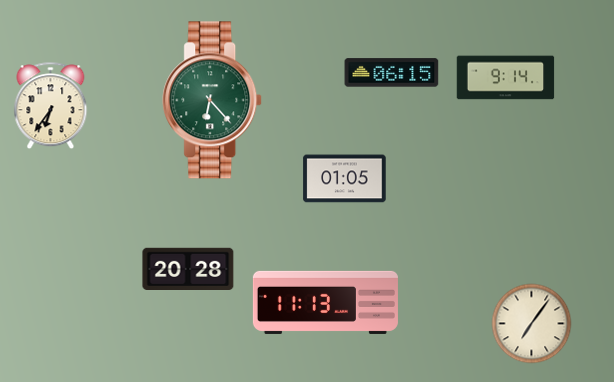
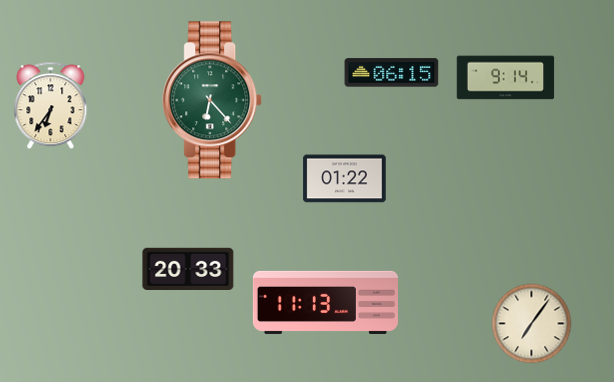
clock at (345, 179): 01:05 -> 01:22
clock at (188, 268): 20:28 -> 20:33
